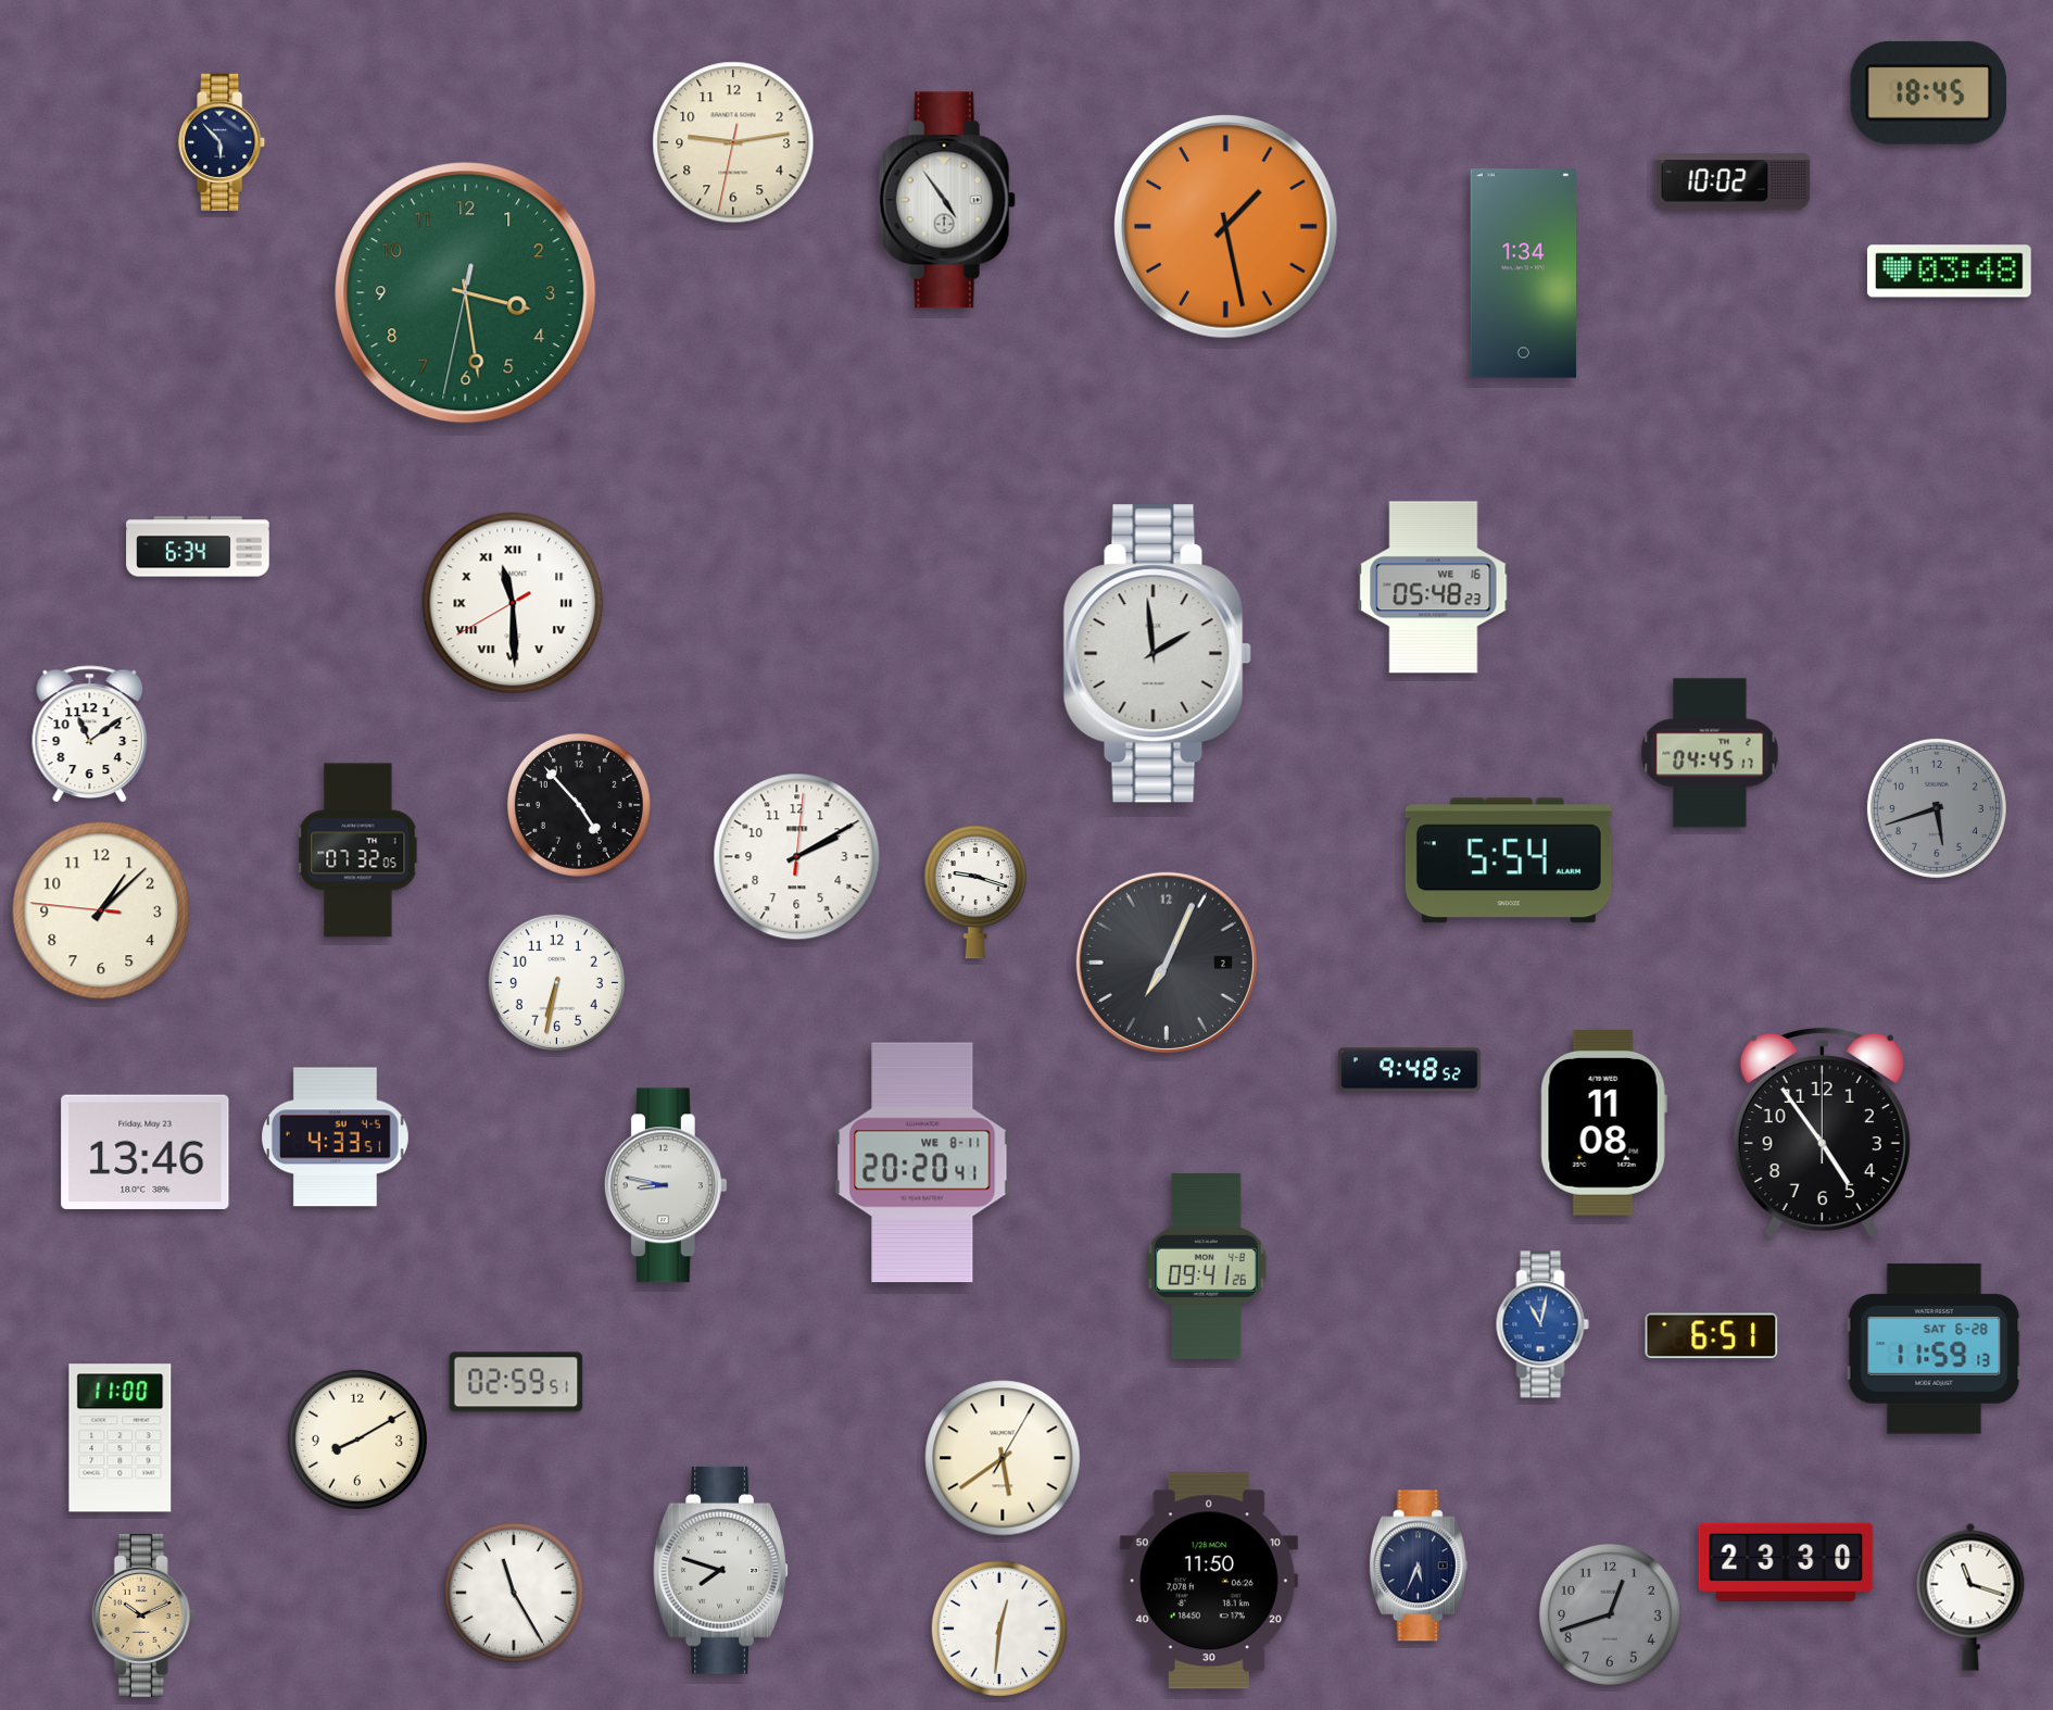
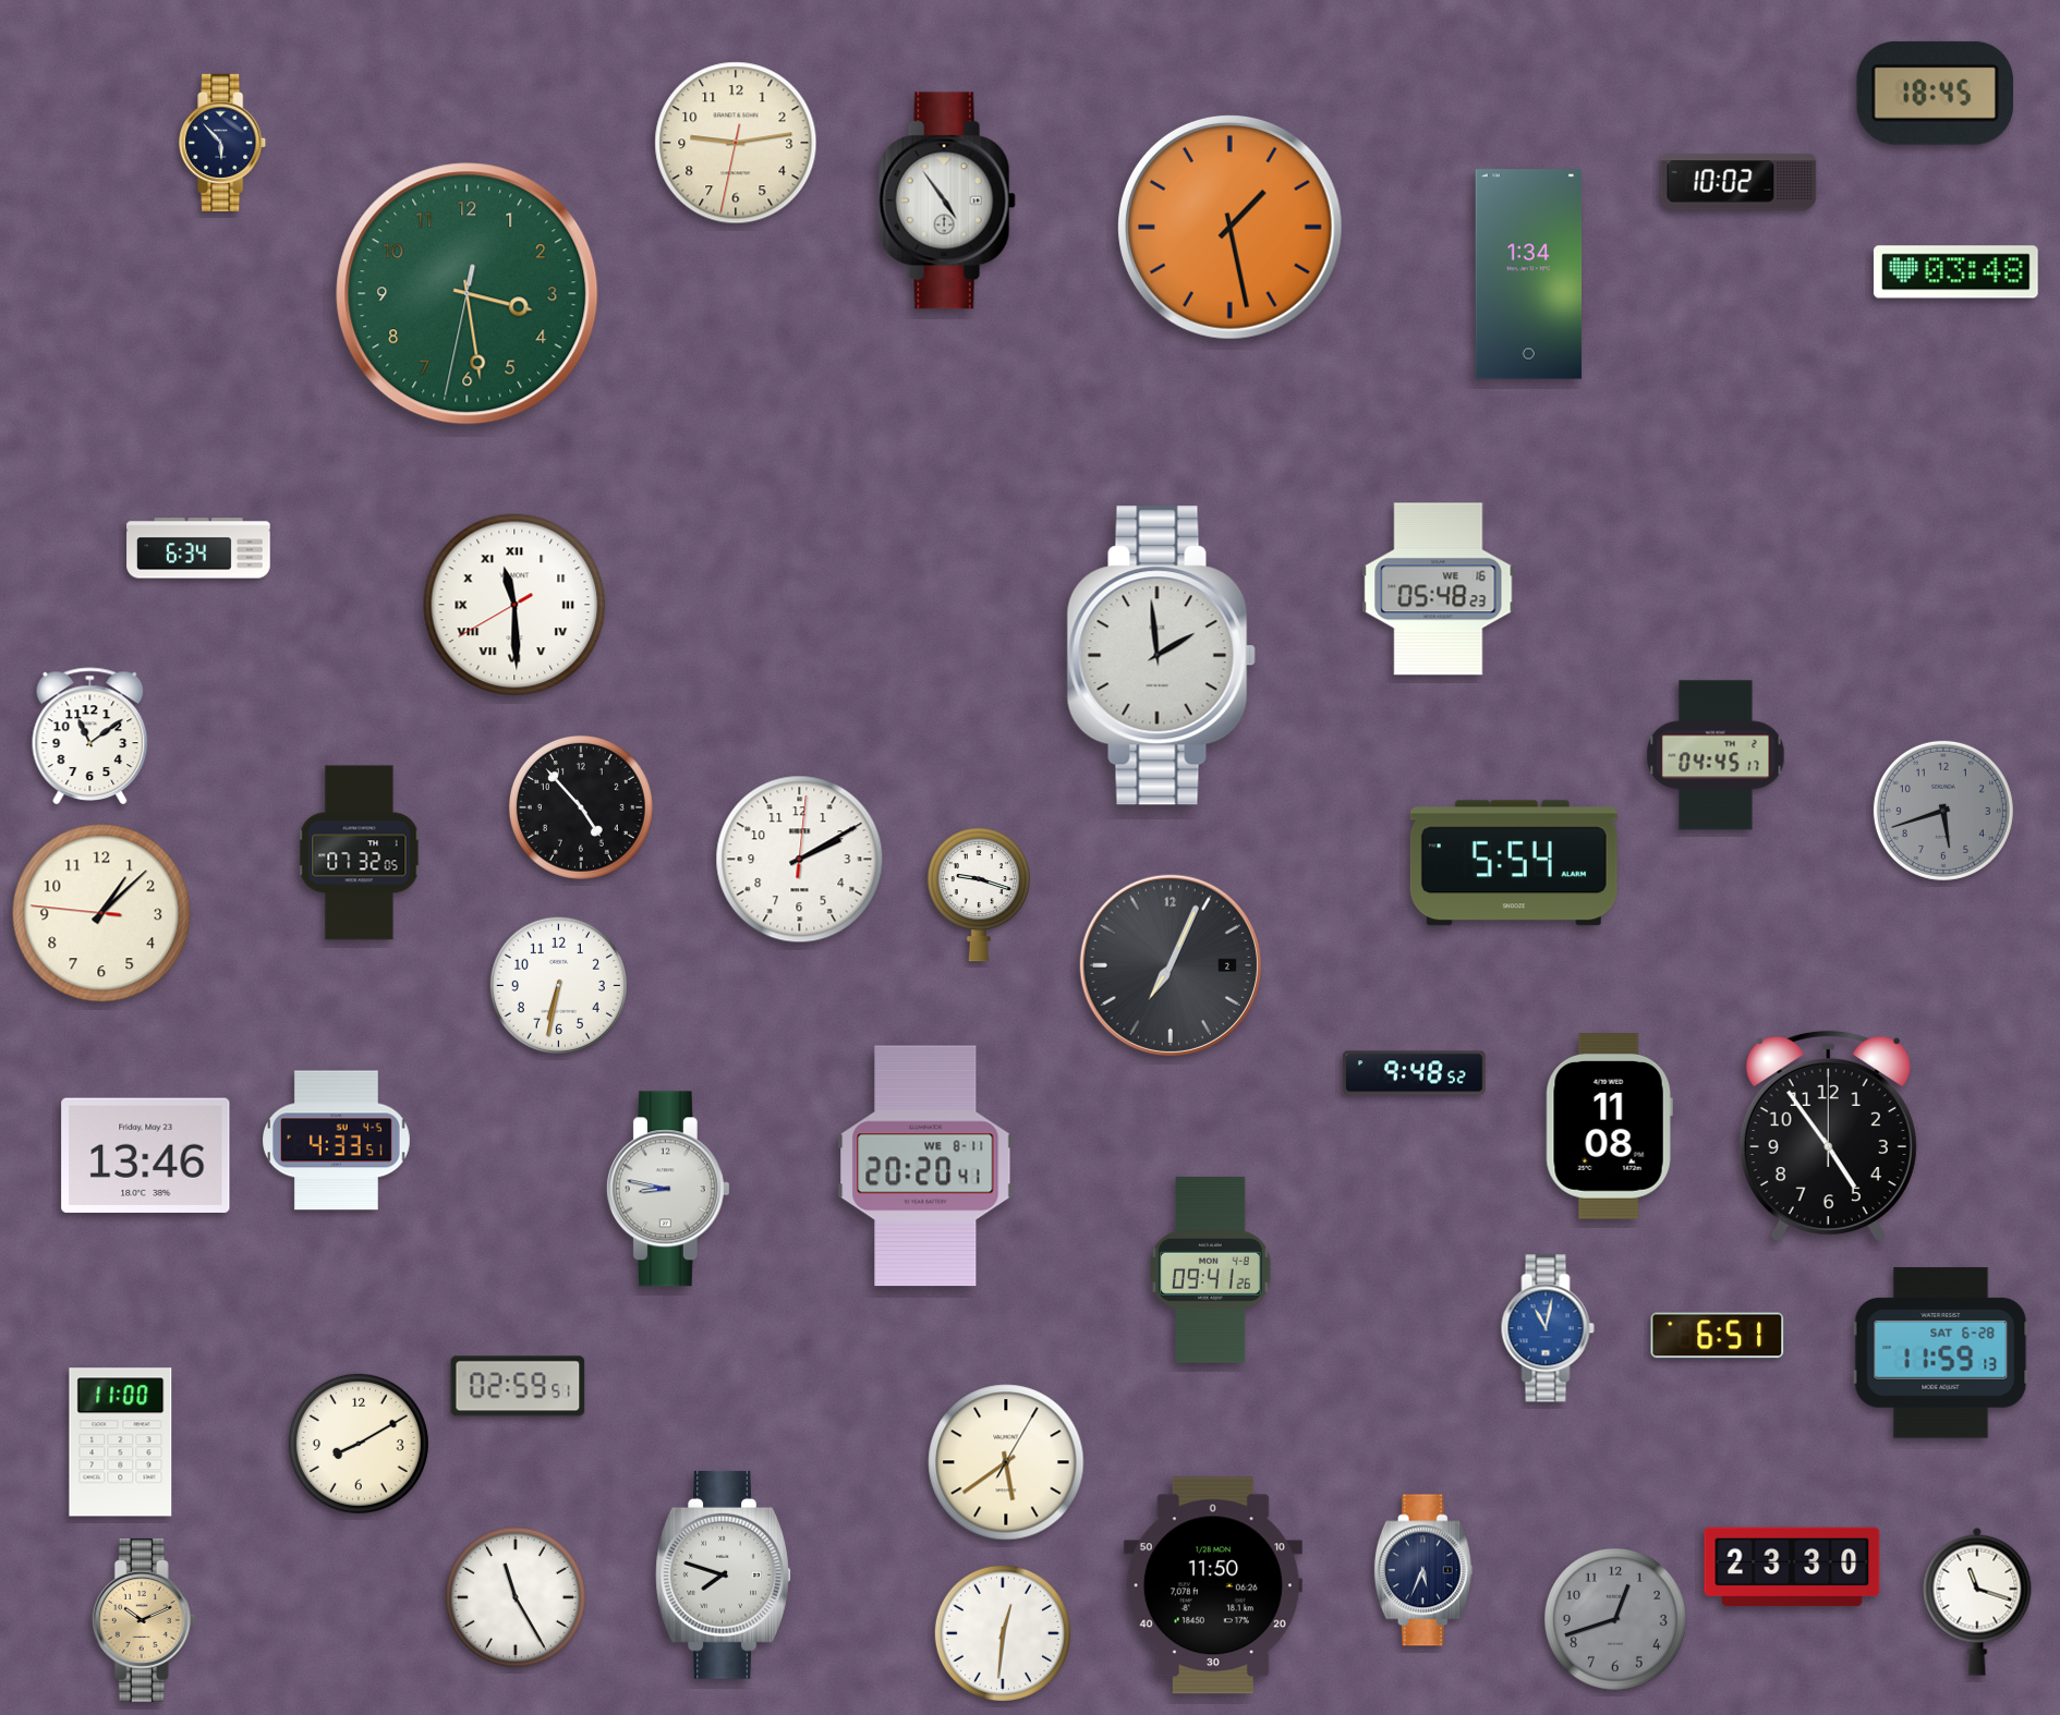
clock at (947, 200) position: (947, 200) -> (947, 200)
clock at (1712, 1336) position: (1712, 1336) -> (1718, 1336)
